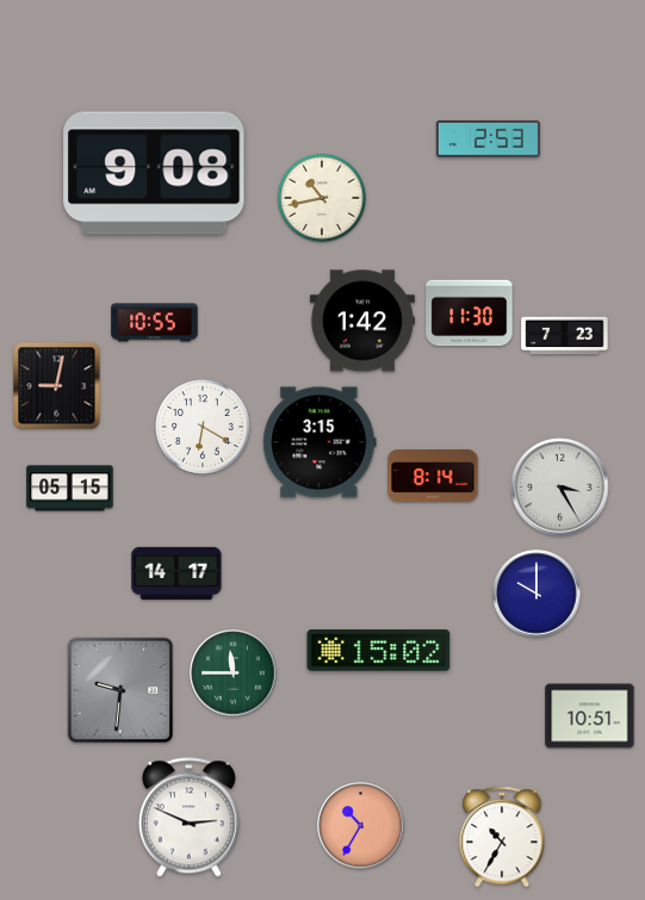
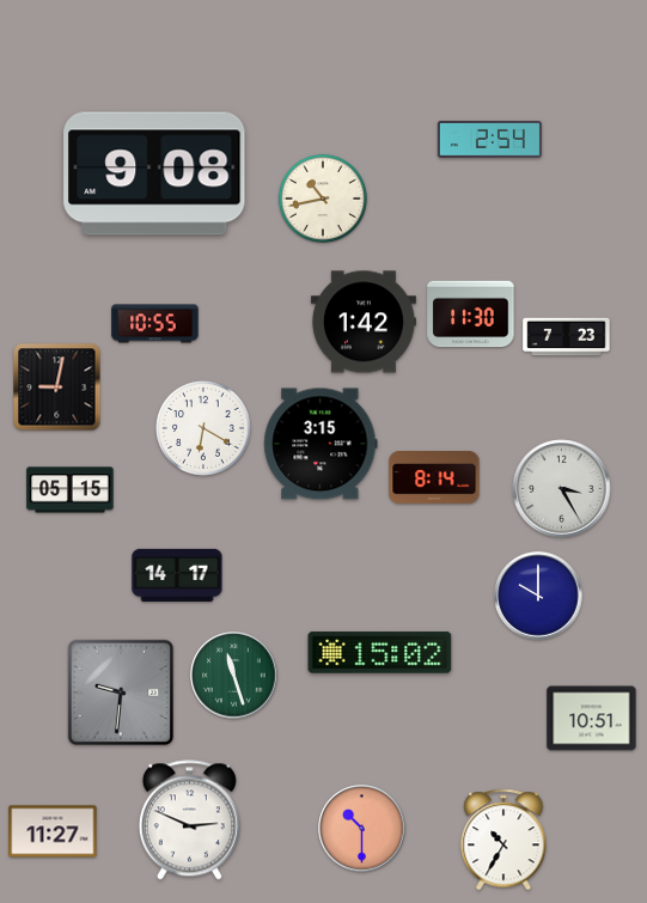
clock at (488, 138): 2:53 -> 2:54
clock at (234, 674): 11:45 -> 11:27
clock at (361, 826): 10:35 -> 10:30
clock at (53, 831): none -> 11:27
